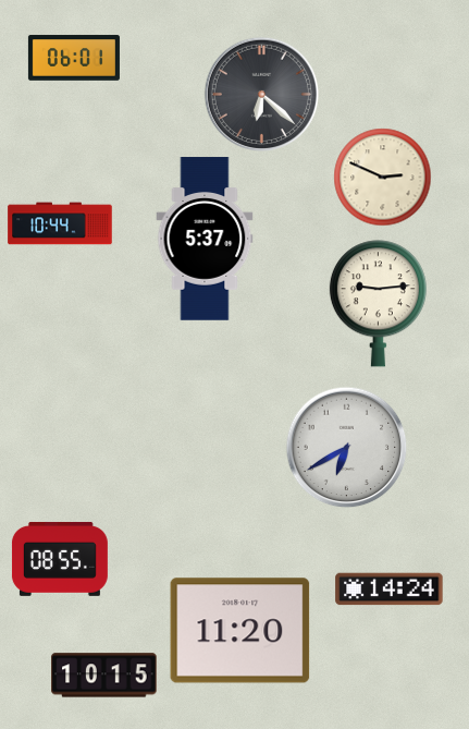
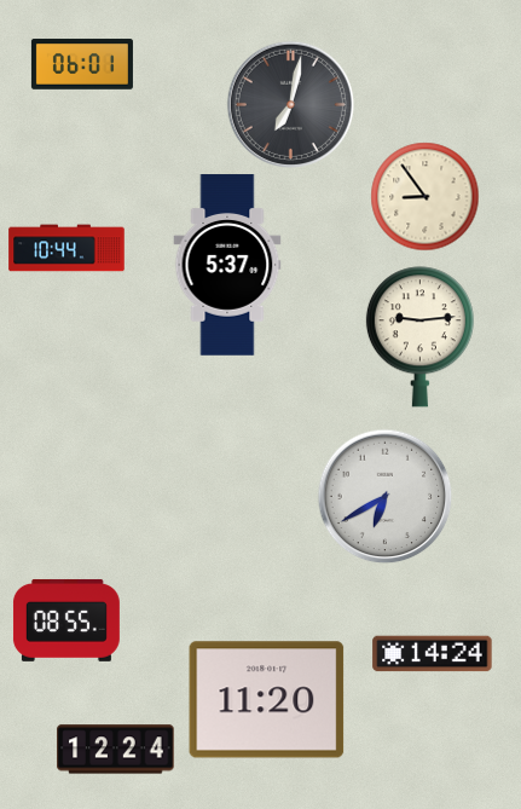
clock at (261, 94): 6:22 -> 7:02
clock at (382, 177): 2:49 -> 8:54
clock at (104, 676): 10:15 -> 12:24
